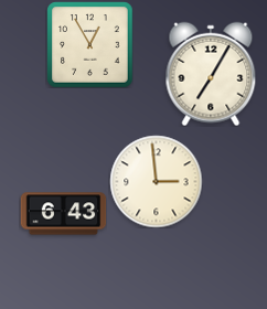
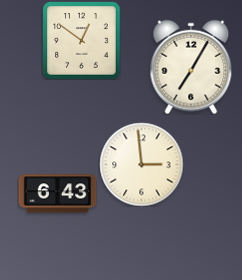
clock at (89, 44): 12:55 -> 12:51
